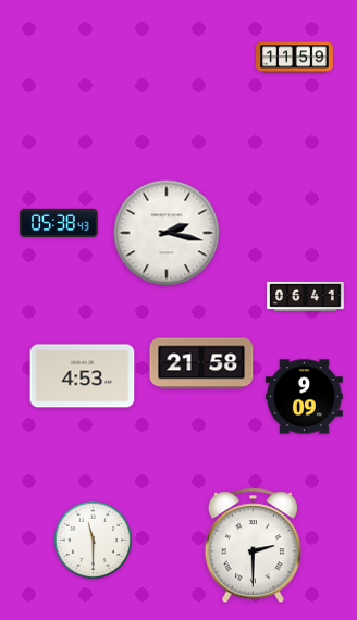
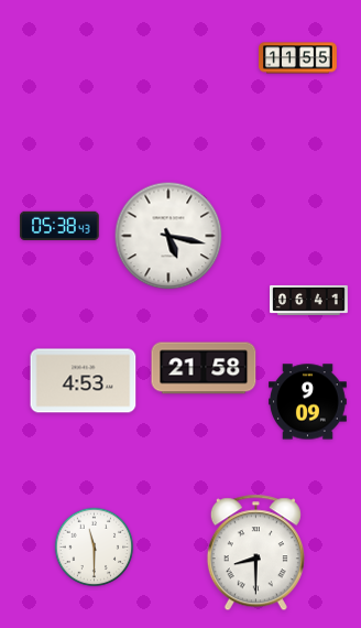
clock at (295, 58): 11:59 -> 11:55
clock at (167, 233): 2:17 -> 5:17
clock at (253, 546): 2:30 -> 8:30
